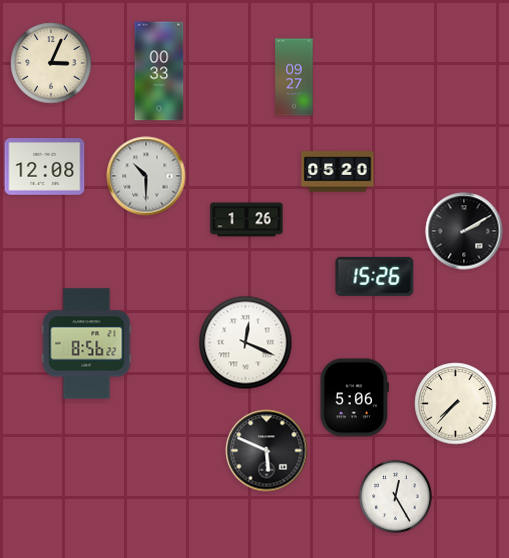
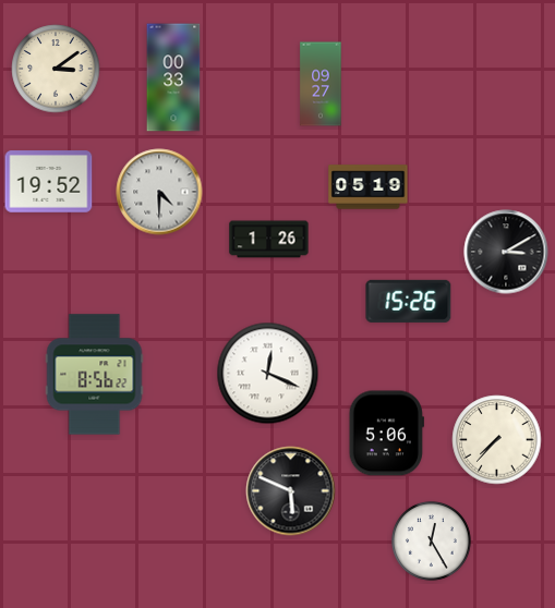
clock at (51, 63): 3:04 -> 3:09
clock at (45, 167): 12:08 -> 19:52
clock at (338, 172): 05:20 -> 05:19
clock at (146, 176): 10:30 -> 4:30
clock at (464, 231): 2:10 -> 3:10
